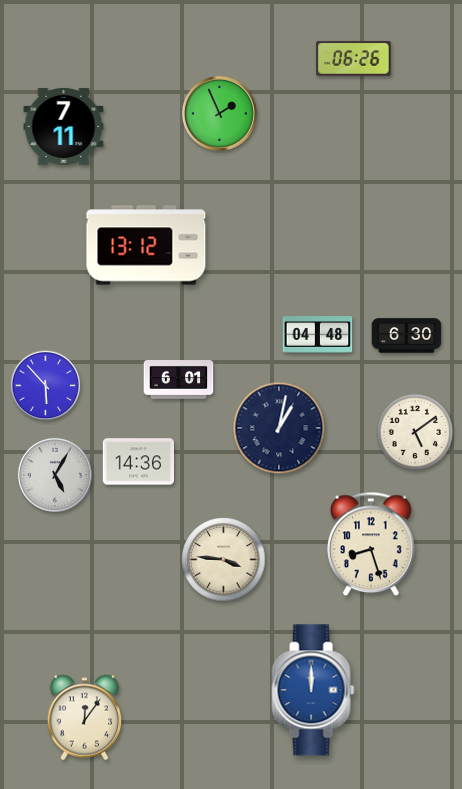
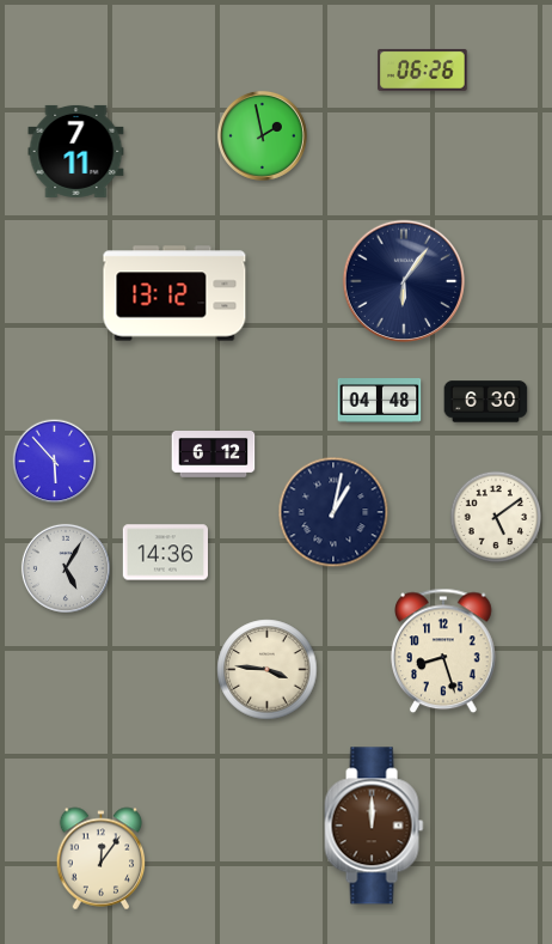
clock at (219, 113): 1:56 -> 1:58
clock at (404, 281): none -> 6:06
clock at (179, 380): 6:01 -> 6:12
clock at (313, 690) dial: blue -> brown
